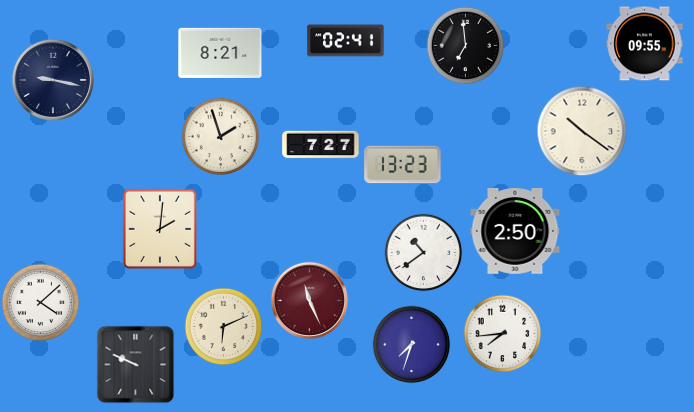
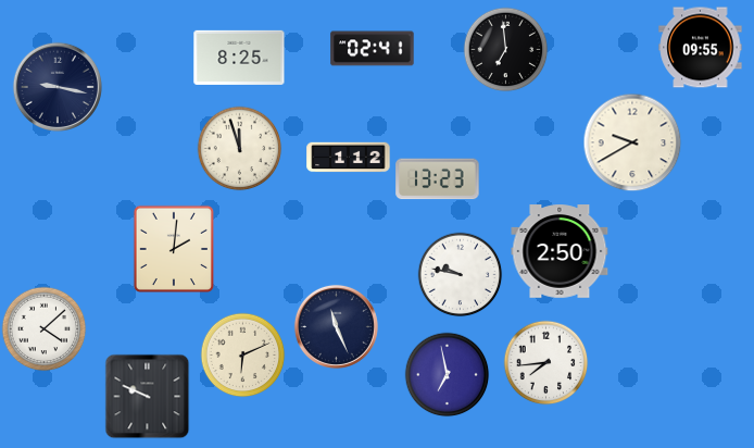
clock at (346, 41) position: (346, 41) -> (373, 49)
clock at (220, 53): 8:21 -> 8:25
clock at (582, 131): 10:21 -> 9:40
clock at (220, 136): 1:57 -> 11:57
clock at (321, 145): 7:27 -> 1:12
clock at (423, 252): 10:39 -> 9:47
clock at (309, 300) dial: burgundy -> navy
clock at (411, 344): 7:33 -> 6:58
